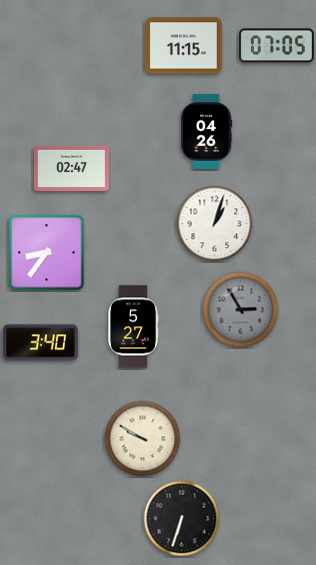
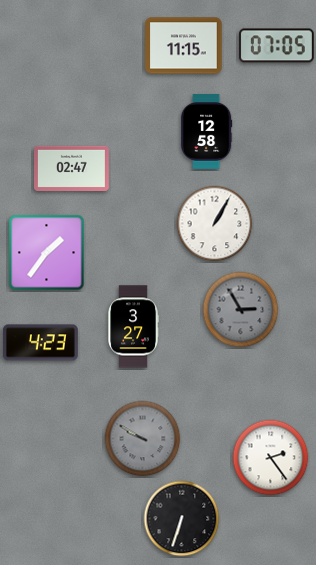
clock at (207, 132): 04:26 -> 12:58
clock at (215, 224): 1:03 -> 1:05
clock at (47, 253): 8:36 -> 1:36
clock at (133, 327): 5:27 -> 3:27
clock at (40, 343): 3:40 -> 4:23
clock at (143, 439) dial: cream -> grey
clock at (271, 458): none -> 2:24
